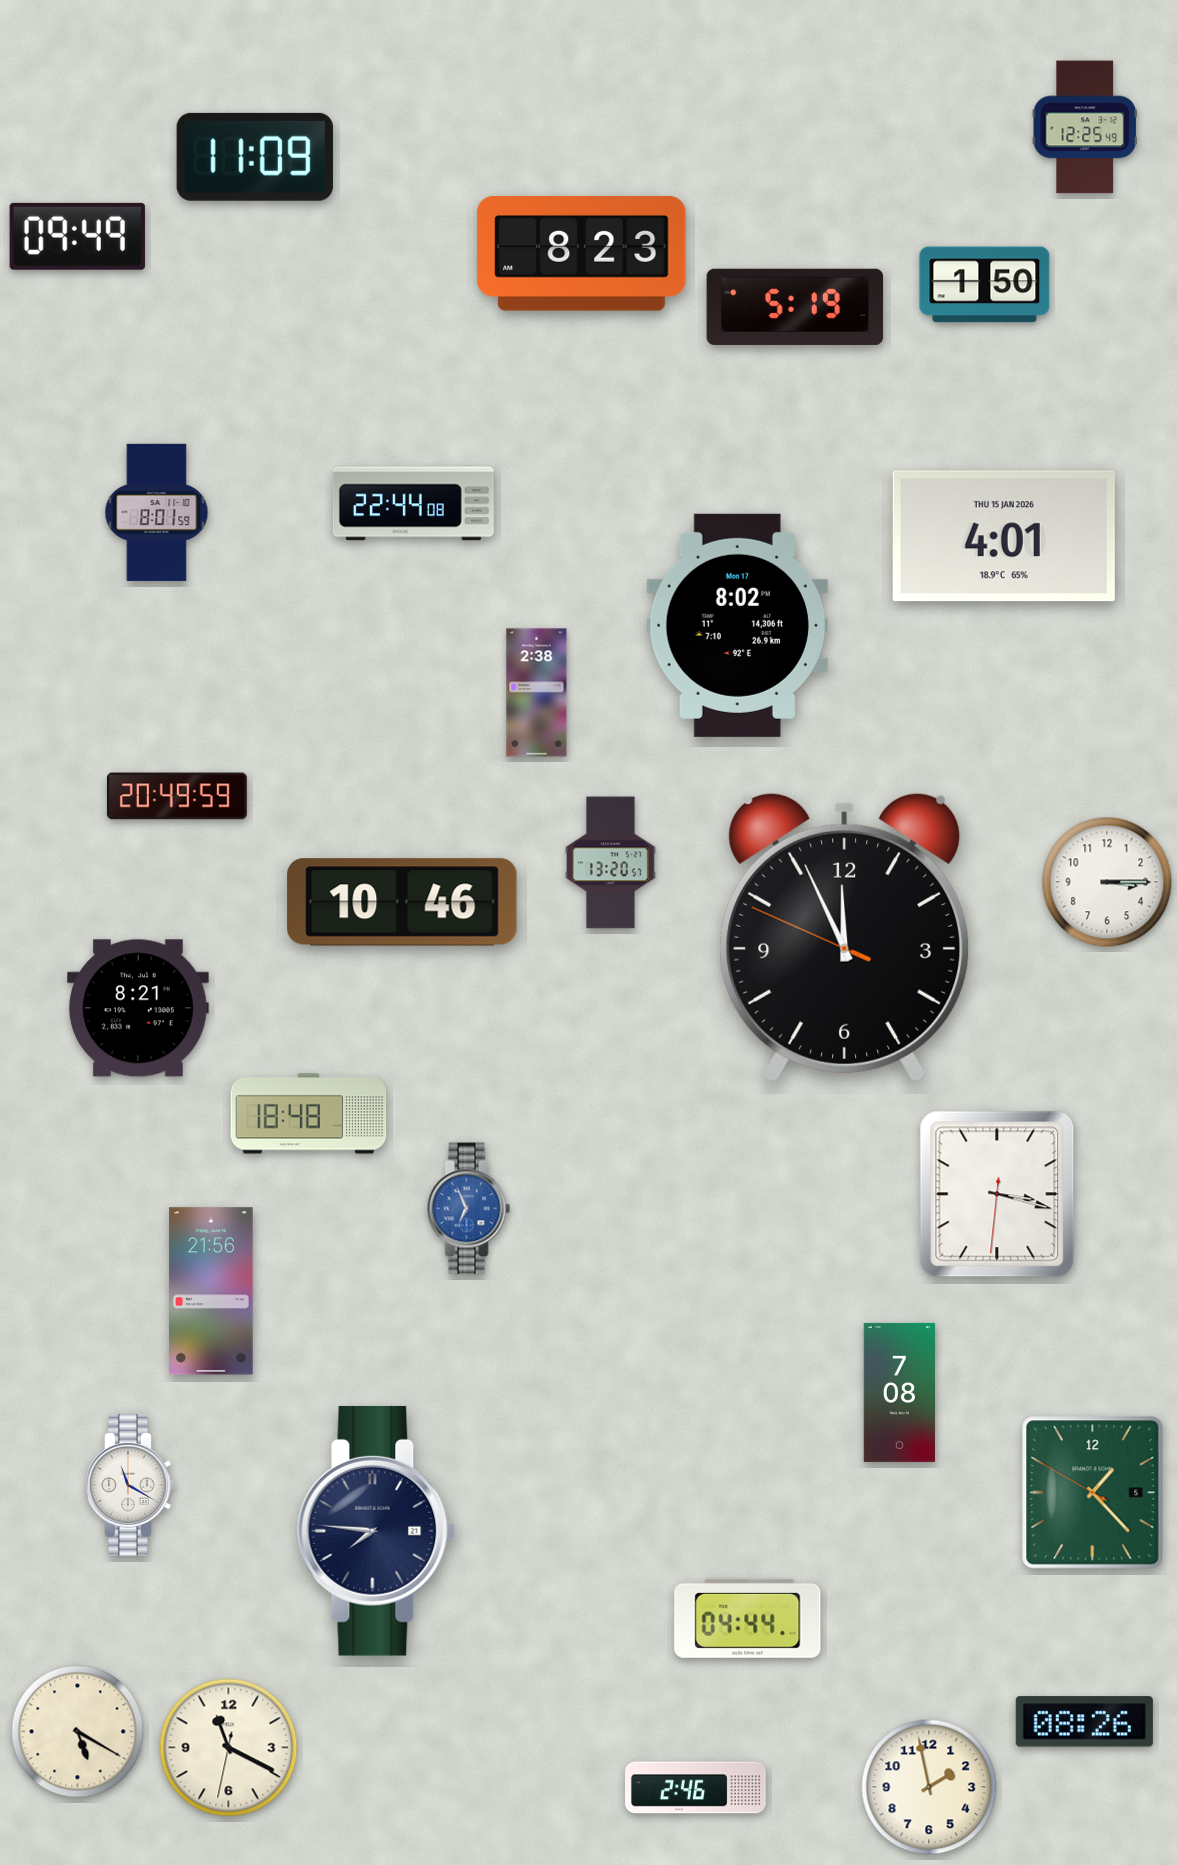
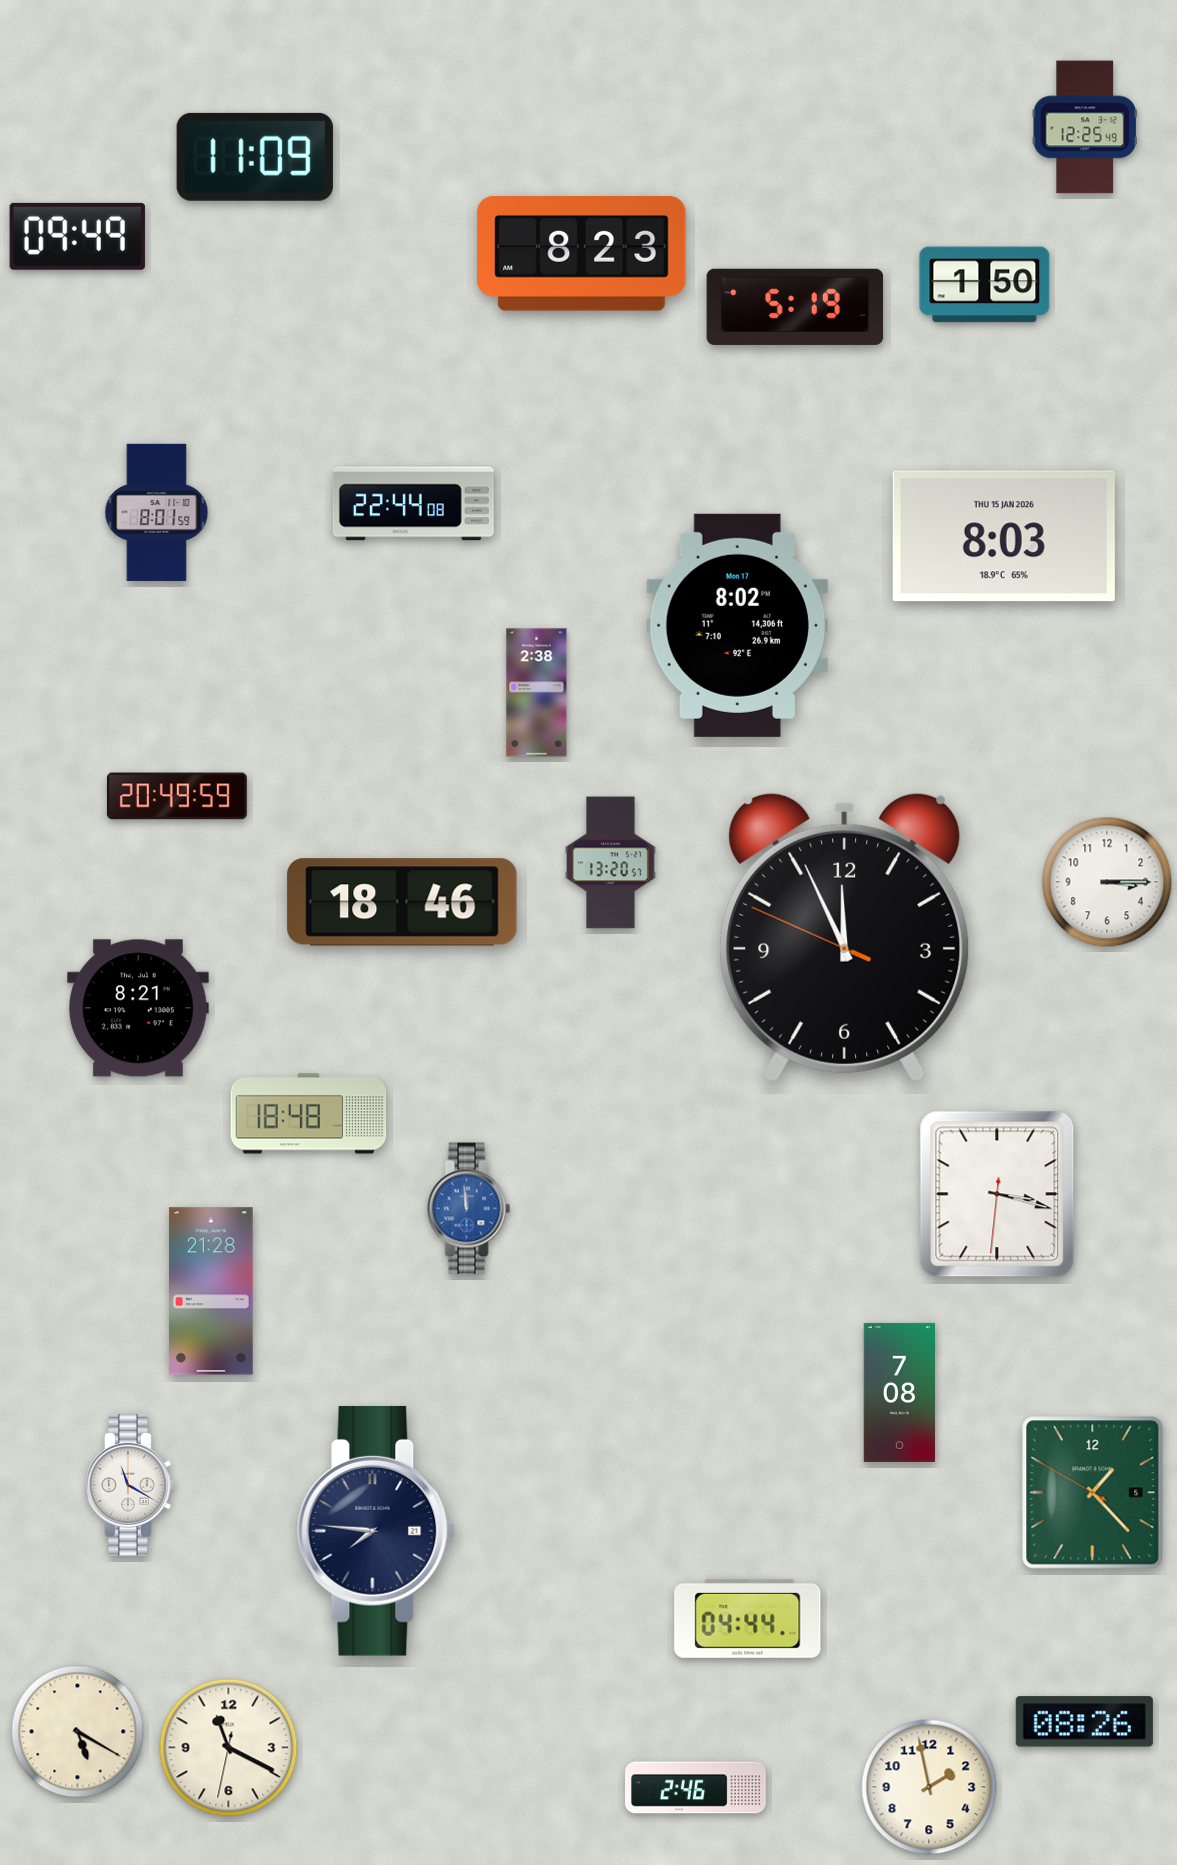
clock at (1004, 536): 4:01 -> 8:03
clock at (402, 902): 10:46 -> 18:46
clock at (469, 1209): 6:56 -> 11:59
clock at (211, 1291): 21:56 -> 21:28
